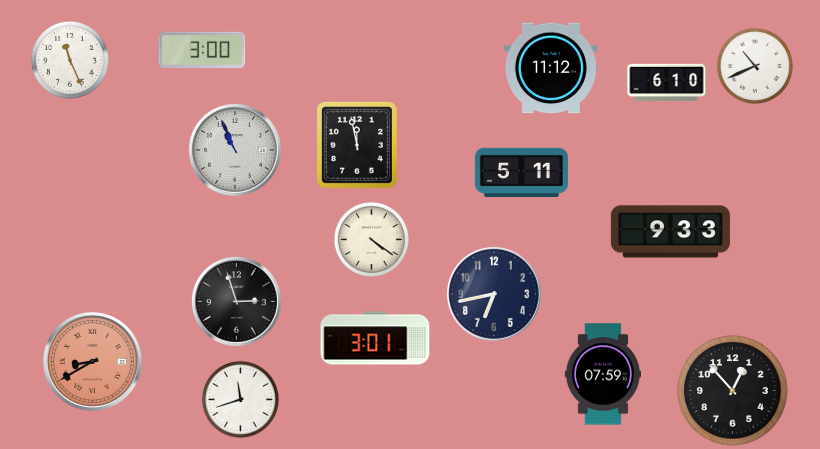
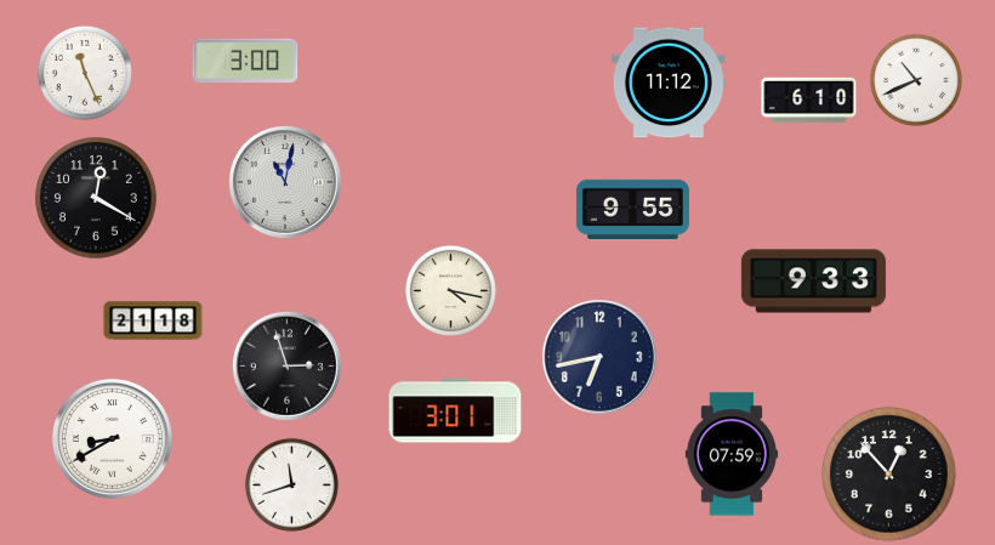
clock at (357, 145): 11:58 -> none
clock at (235, 150): 10:56 -> 11:02
clock at (96, 198): none -> 12:20
clock at (521, 172): 5:11 -> 9:55
clock at (371, 239): 4:21 -> 4:17
clock at (153, 320): none -> 21:18
clock at (92, 361) dial: salmon -> white
